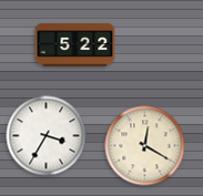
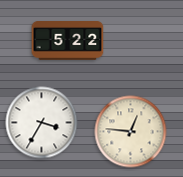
clock at (145, 146): 12:20 -> 12:46
